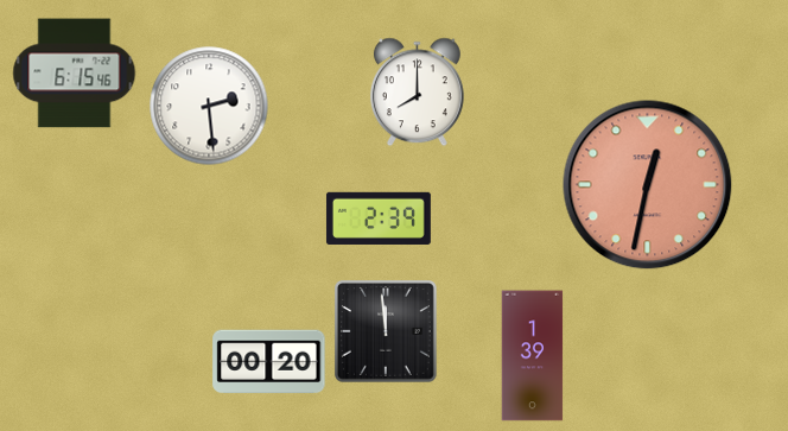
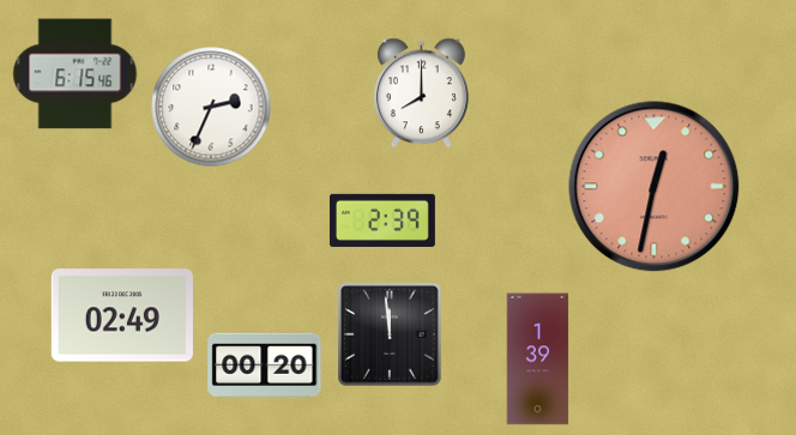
clock at (209, 106): 2:29 -> 2:34
clock at (122, 315): none -> 02:49
clock at (269, 362) position: (269, 362) -> (265, 365)
